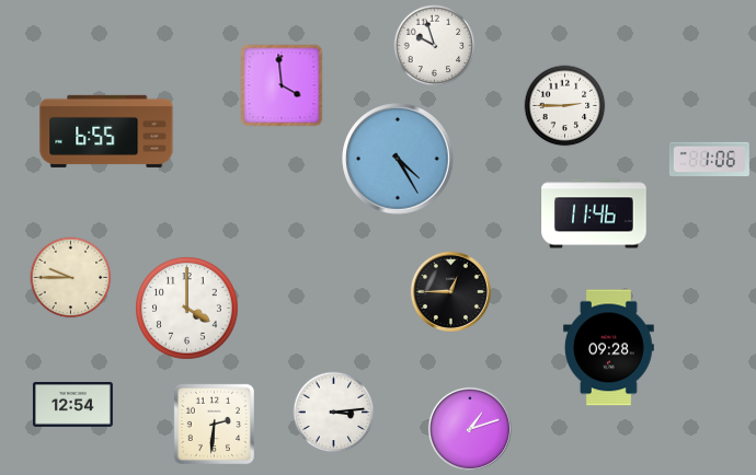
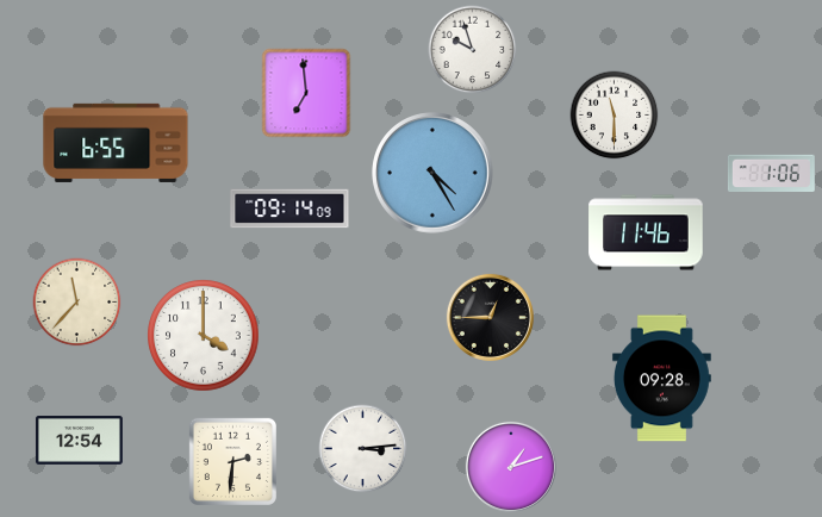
clock at (282, 85): 3:59 -> 6:59
clock at (565, 106): 2:45 -> 11:30
clock at (289, 208): none -> 09:14
clock at (71, 278): 9:45 -> 11:37
